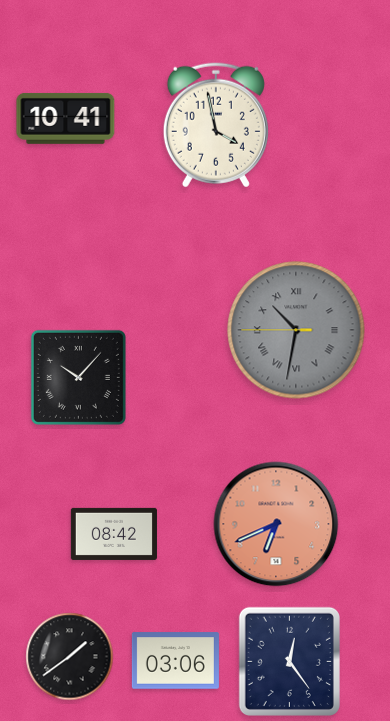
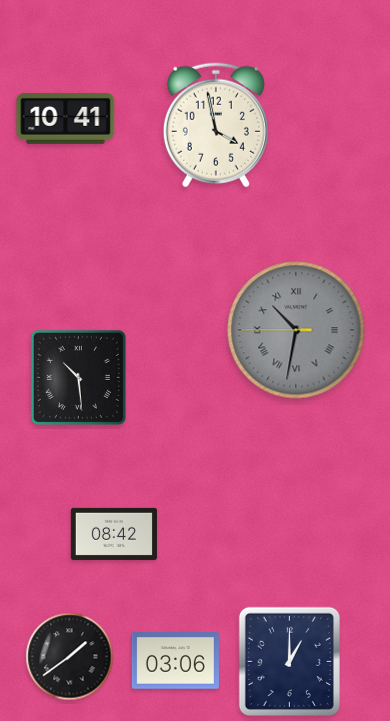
clock at (78, 377): 10:07 -> 10:29
clock at (276, 524): 6:41 -> none
clock at (289, 661): 12:24 -> 1:00
